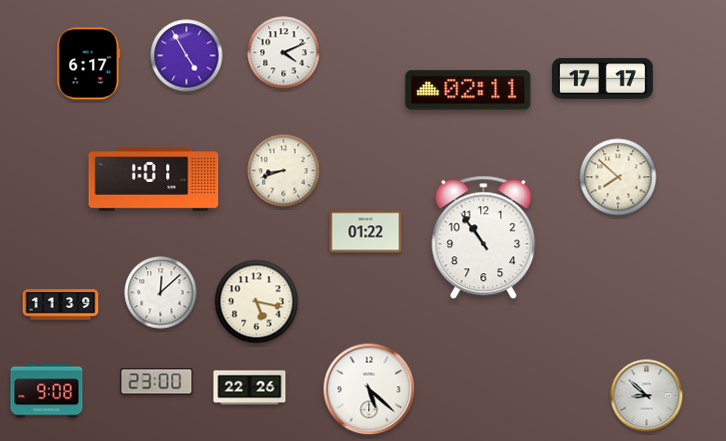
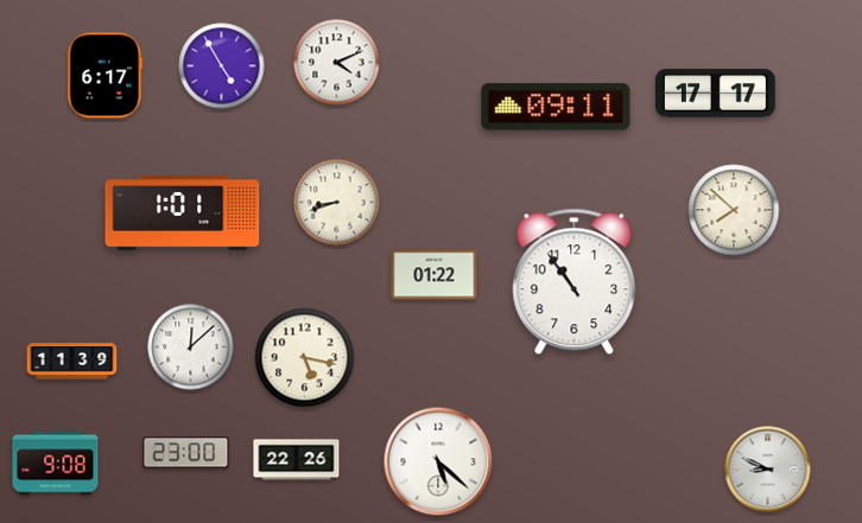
clock at (468, 90): 02:11 -> 09:11
clock at (647, 396): 8:52 -> 8:49
